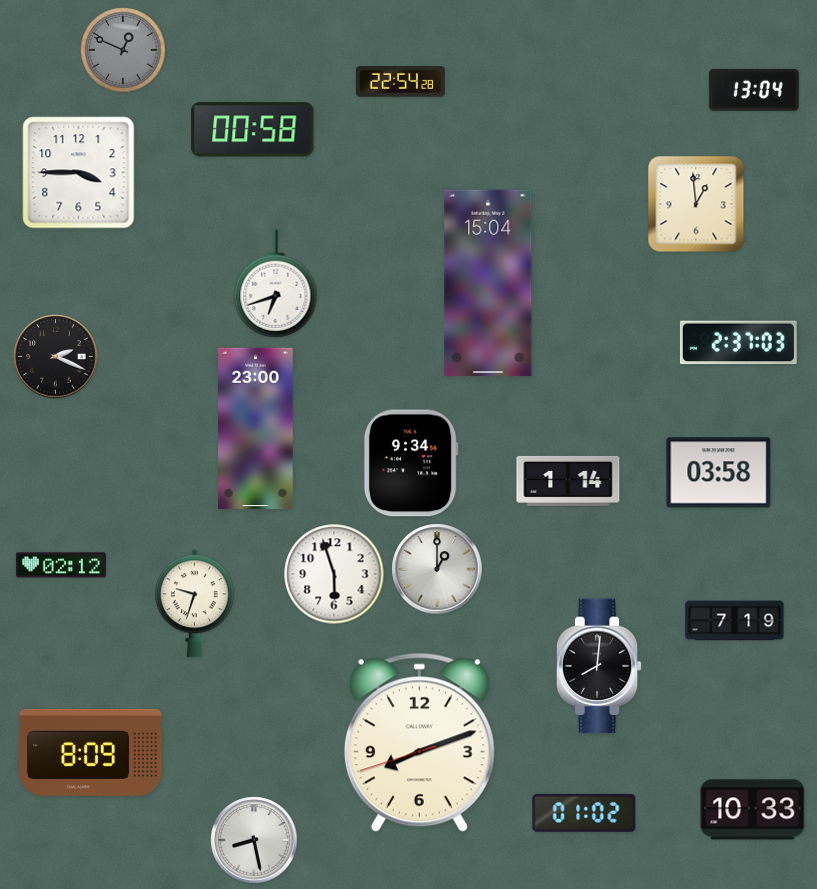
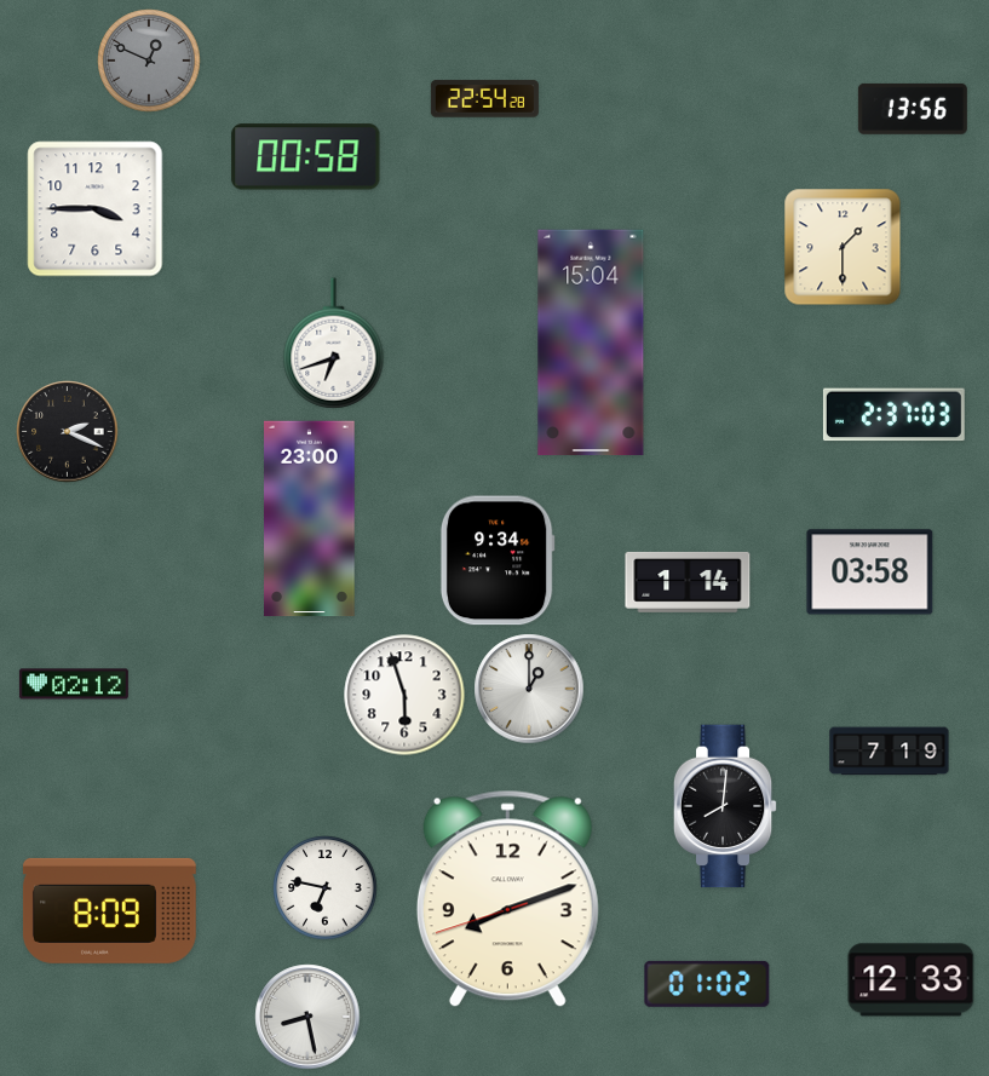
clock at (754, 90): 13:04 -> 13:56
clock at (696, 204): 12:59 -> 1:30
clock at (194, 604): 9:33 -> none
clock at (326, 888): none -> 6:47
clock at (753, 810): 10:33 -> 12:33
